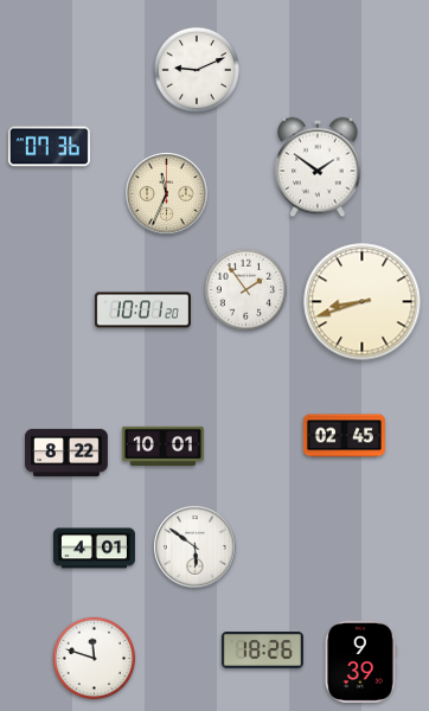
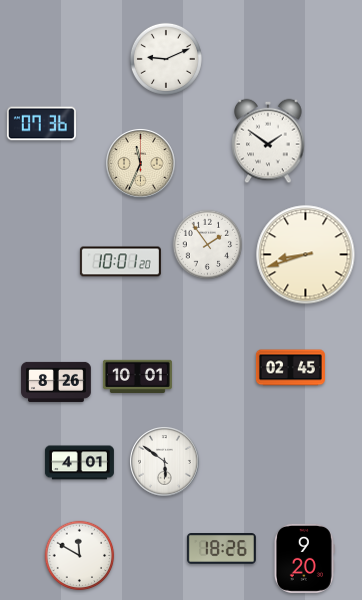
clock at (66, 453): 8:22 -> 8:26
clock at (95, 659): 11:48 -> 11:50
clock at (360, 661): 9:39 -> 9:20
